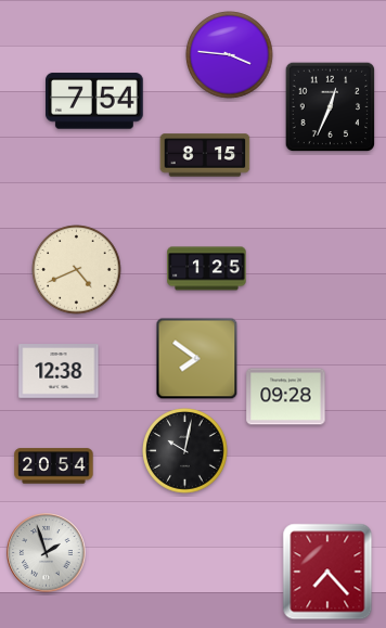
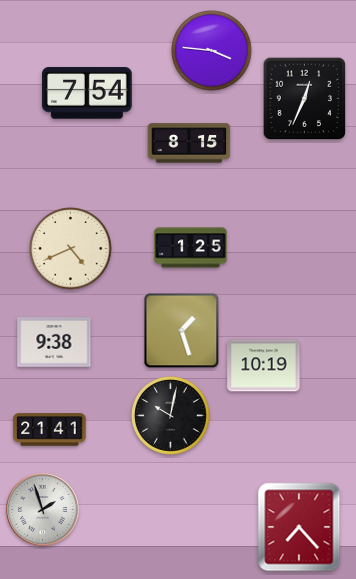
clock at (197, 359): 7:51 -> 1:27
clock at (59, 371): 12:38 -> 9:38
clock at (286, 397): 09:28 -> 10:19
clock at (54, 466): 20:54 -> 21:41
clock at (327, 572) position: (327, 572) -> (299, 527)
